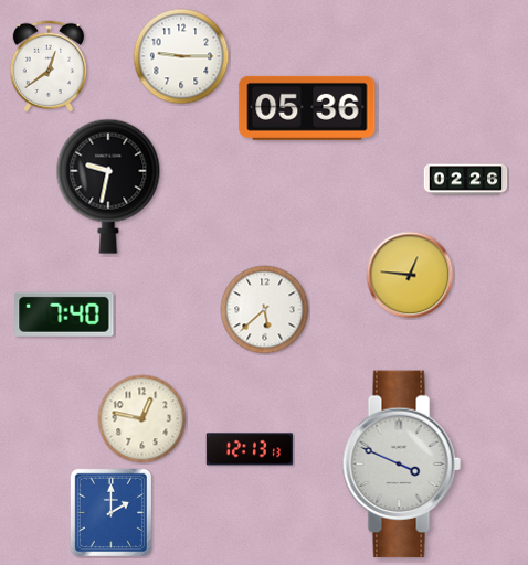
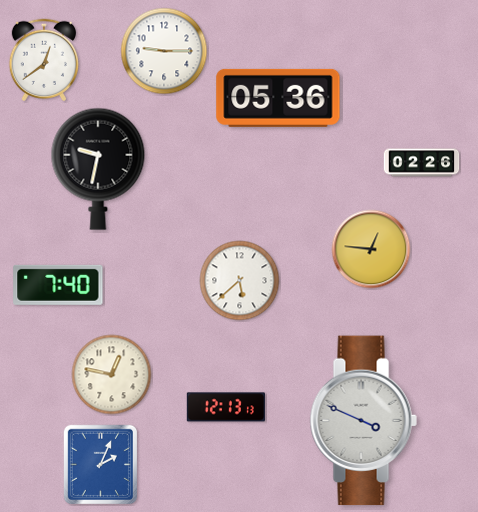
clock at (142, 419) position: (142, 419) -> (112, 375)
clock at (110, 512): 2:00 -> 2:04
